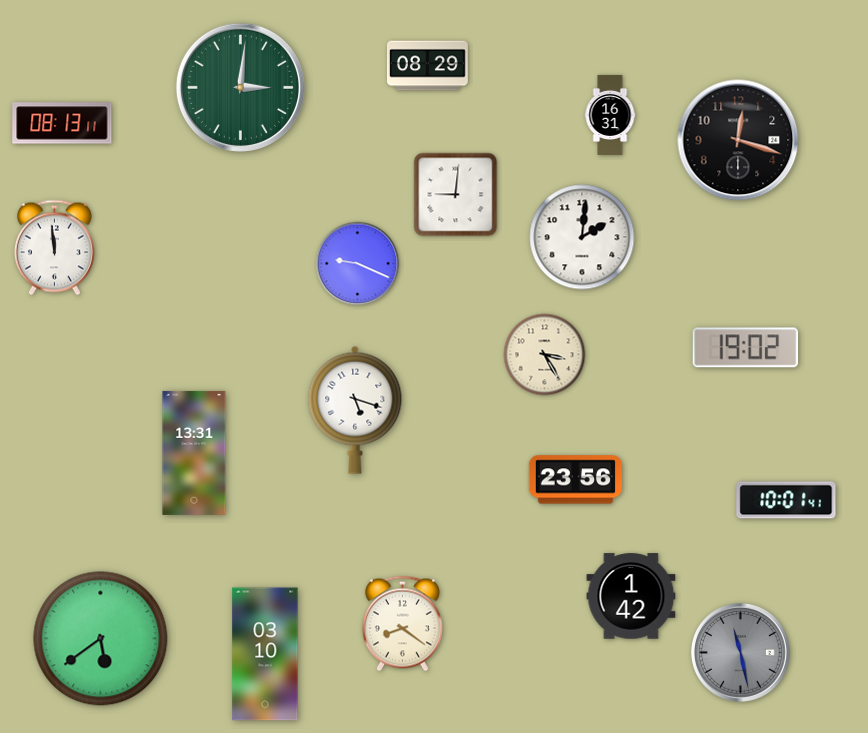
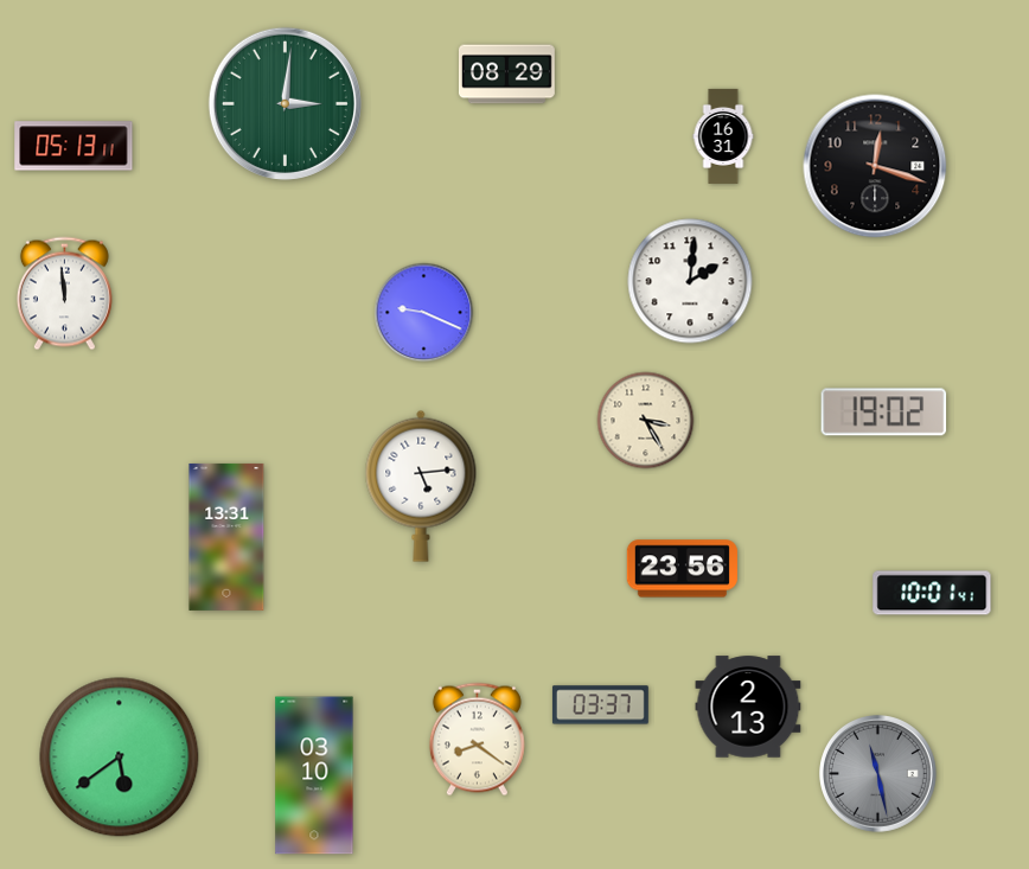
clock at (427, 66) position: (427, 66) -> (506, 75)
clock at (62, 123): 08:13 -> 05:13
clock at (456, 195): 9:01 -> none
clock at (355, 410): 5:18 -> 5:14
clock at (194, 453) position: (194, 453) -> (226, 537)
clock at (600, 705): none -> 03:37
clock at (631, 596): 1:42 -> 2:13
